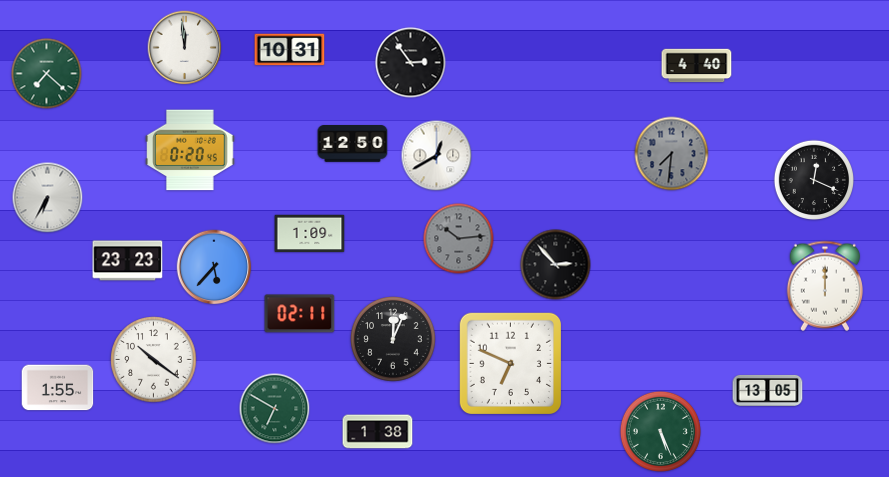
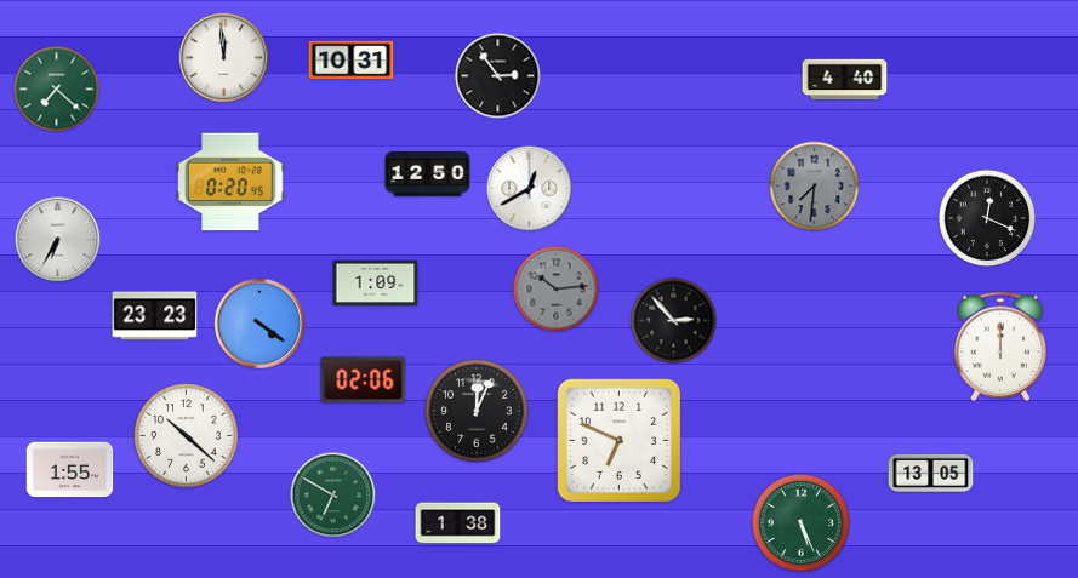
clock at (214, 267): 5:37 -> 4:21
clock at (300, 314): 02:11 -> 02:06
clock at (154, 360): 10:21 -> 10:22
